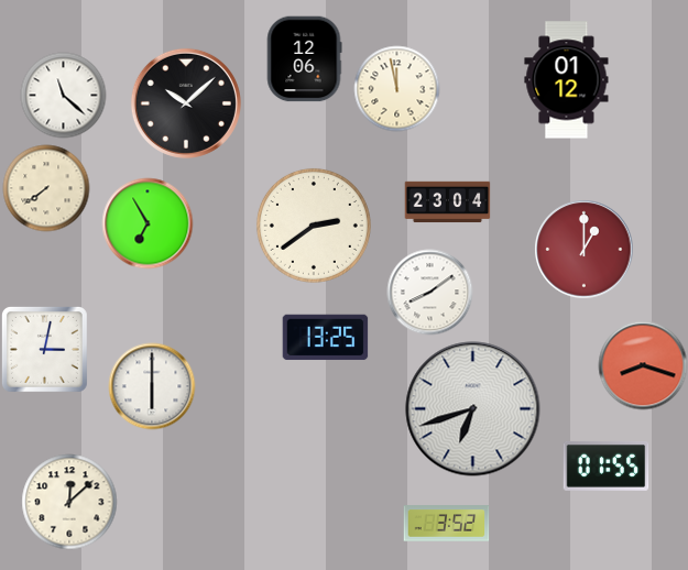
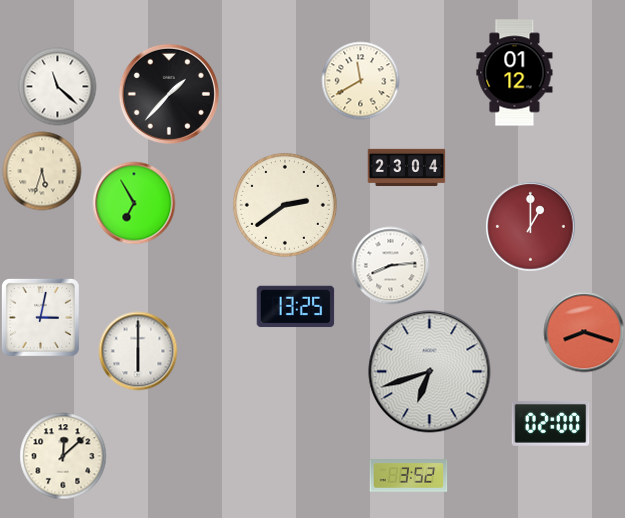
clock at (304, 58): 12:06 -> none
clock at (396, 88): 11:58 -> 11:40
clock at (186, 103): 10:08 -> 1:37
clock at (46, 188): 7:39 -> 5:33
clock at (447, 202) position: (447, 202) -> (406, 168)
clock at (429, 292): 8:09 -> 8:14
clock at (605, 467): 01:55 -> 02:00
clock at (446, 524) position: (446, 524) -> (408, 476)
